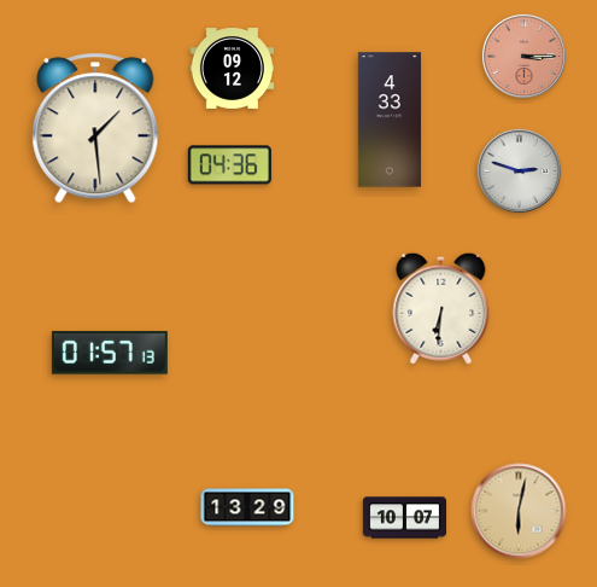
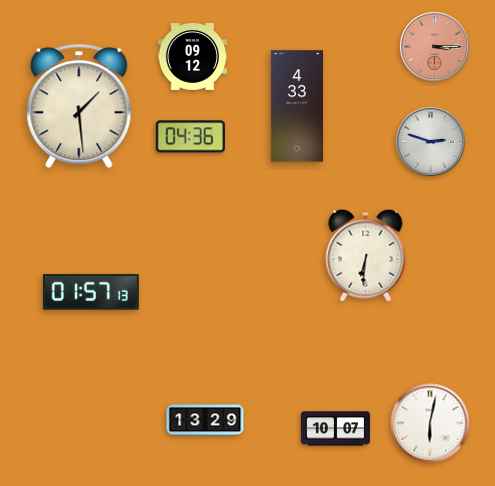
clock at (388, 120) position: (388, 120) -> (296, 106)
clock at (519, 511) dial: champagne -> white
